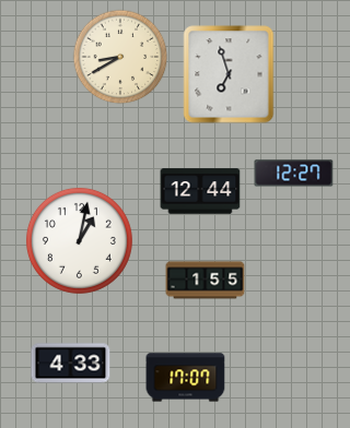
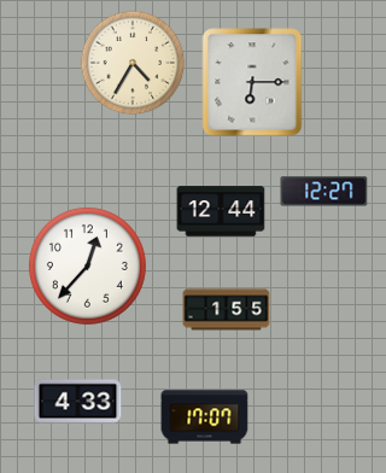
clock at (120, 57): 8:40 -> 4:35
clock at (229, 74): 6:57 -> 6:15
clock at (79, 240): 1:02 -> 12:37
